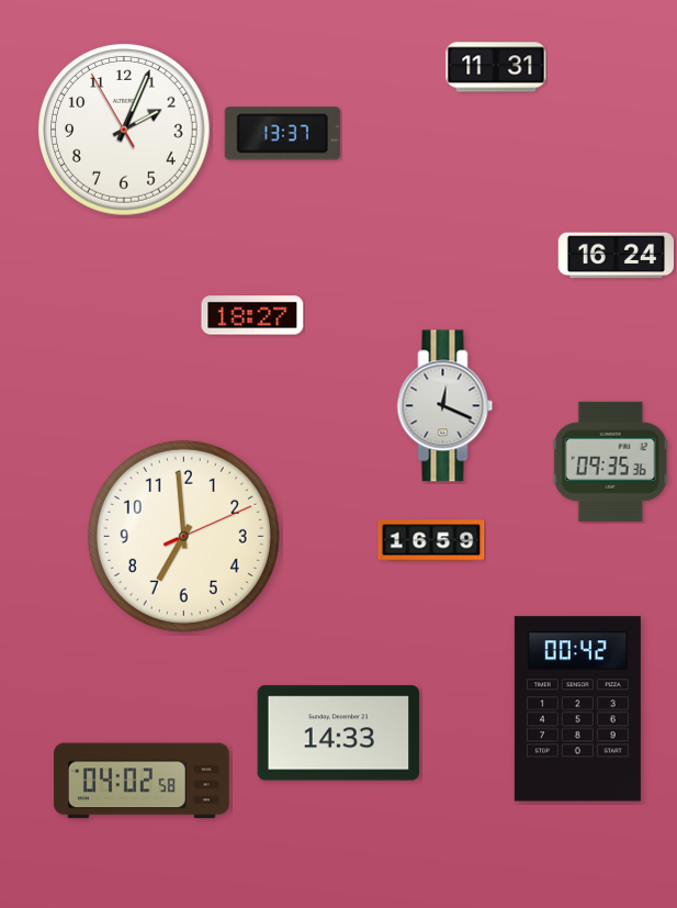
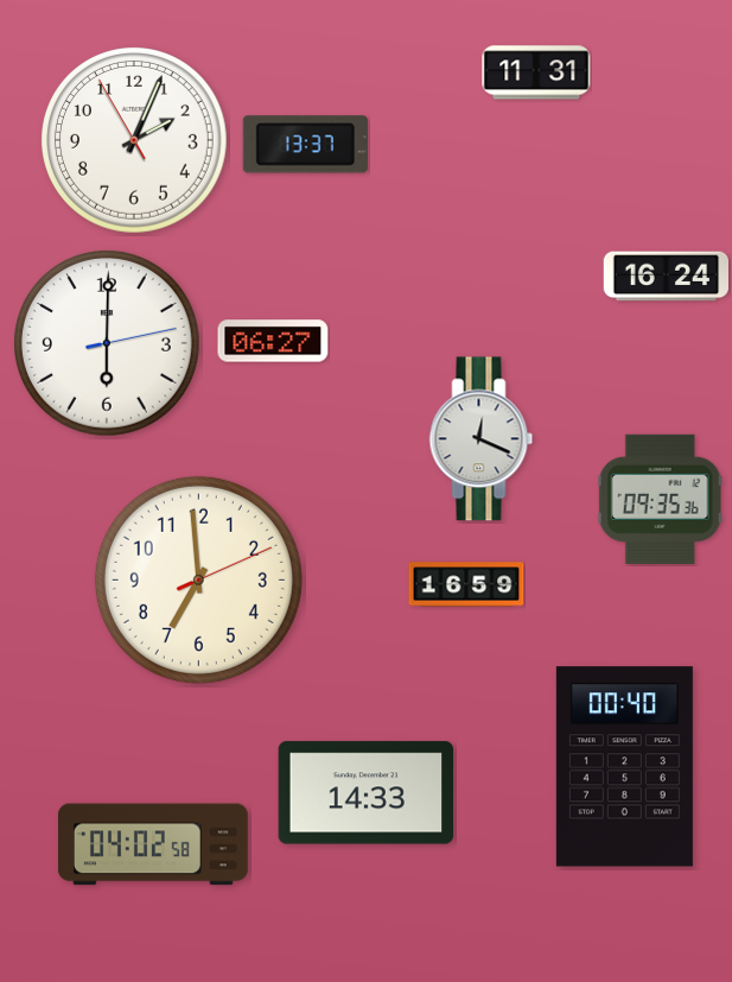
clock at (252, 315): 18:27 -> 06:27
clock at (108, 344): none -> 6:00
clock at (577, 709): 00:42 -> 00:40
